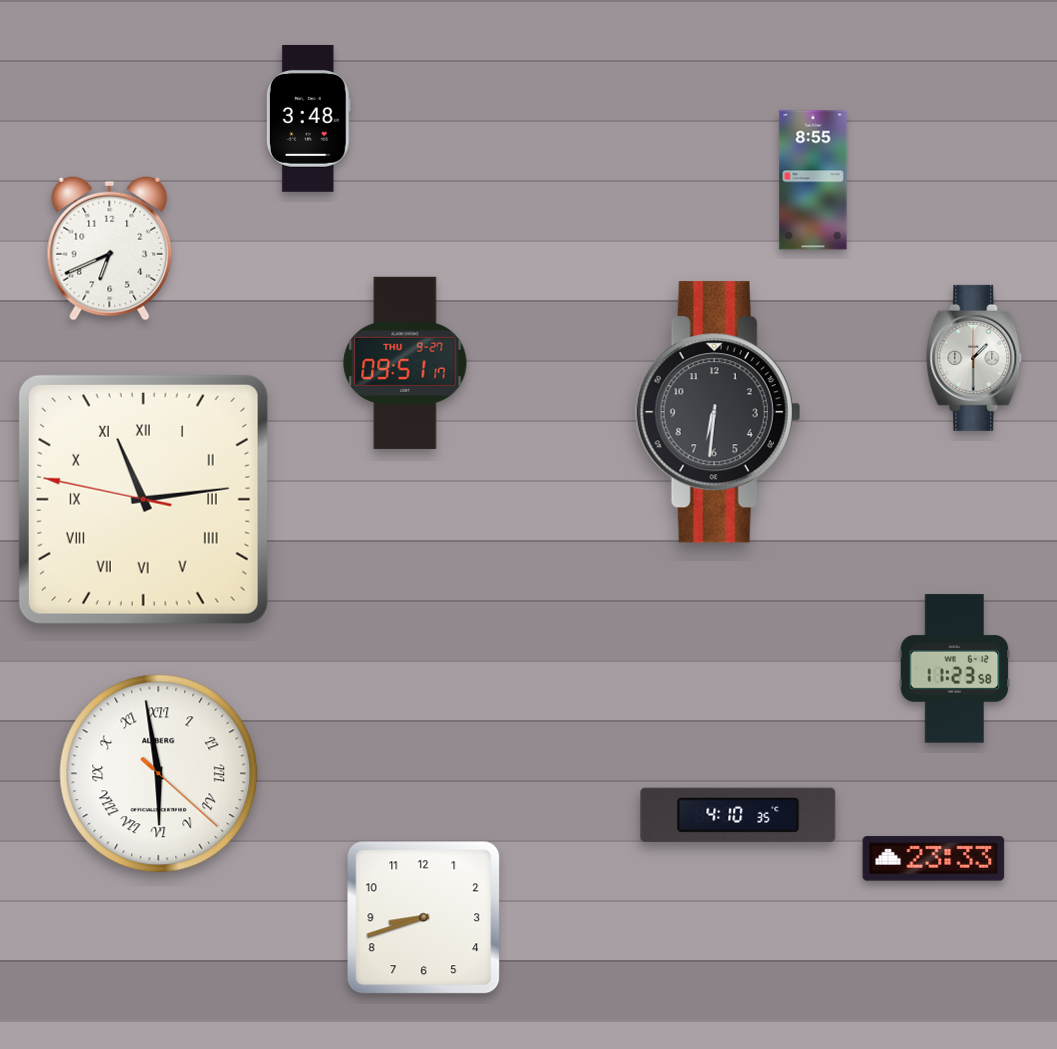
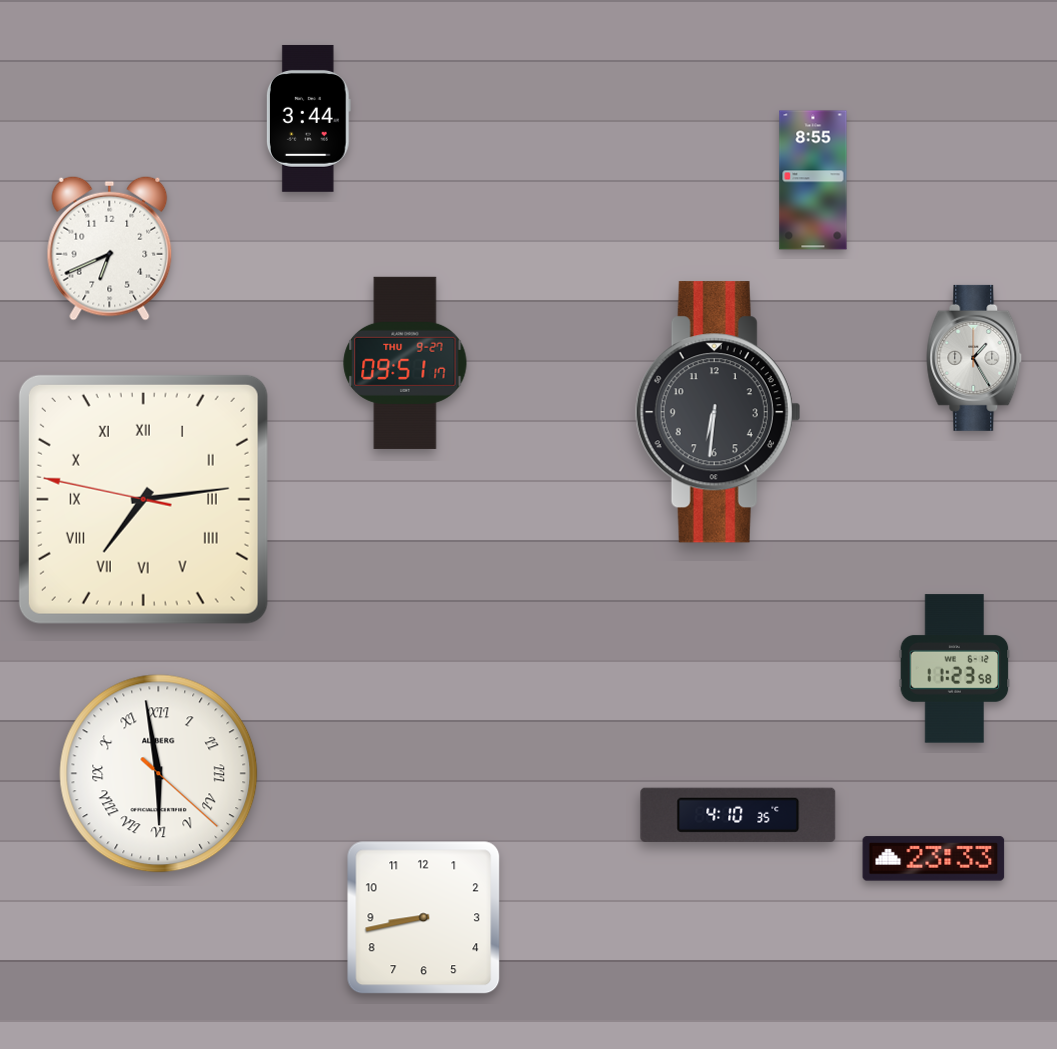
clock at (308, 118): 3:48 -> 3:44
clock at (974, 358): 1:30 -> 1:25
clock at (143, 499): 11:13 -> 7:13
clock at (424, 918): 8:42 -> 8:43
